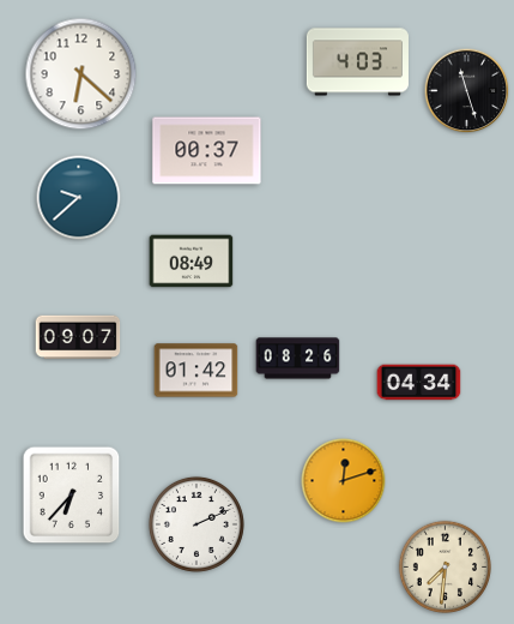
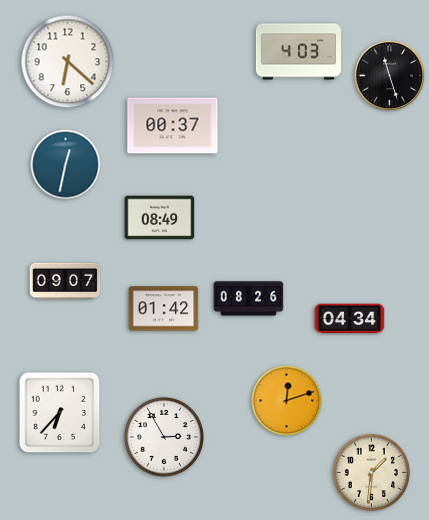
clock at (79, 198): 9:38 -> 12:32
clock at (196, 524): 2:11 -> 2:55
clock at (445, 566): 7:31 -> 1:31
